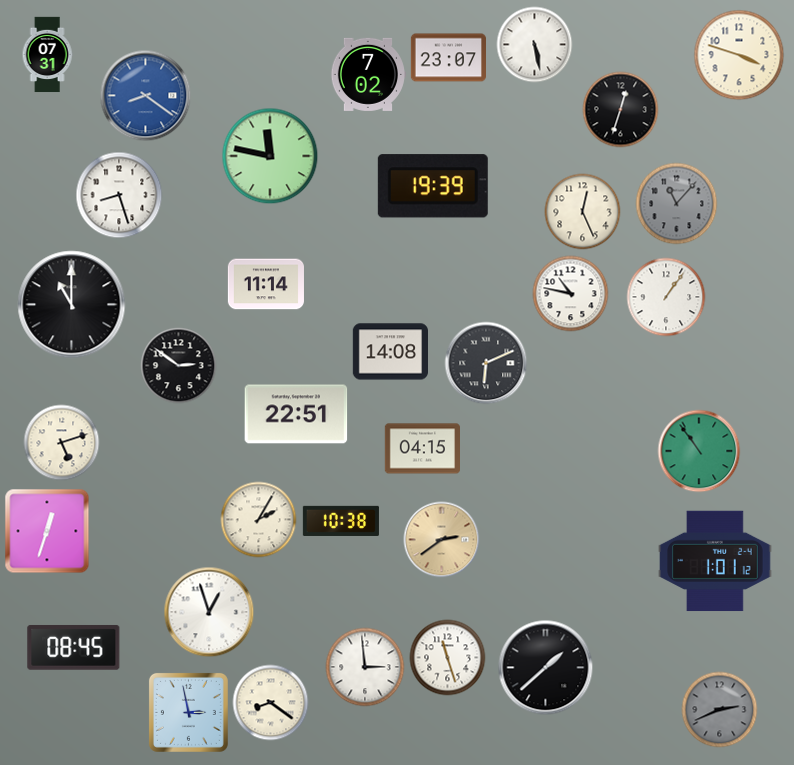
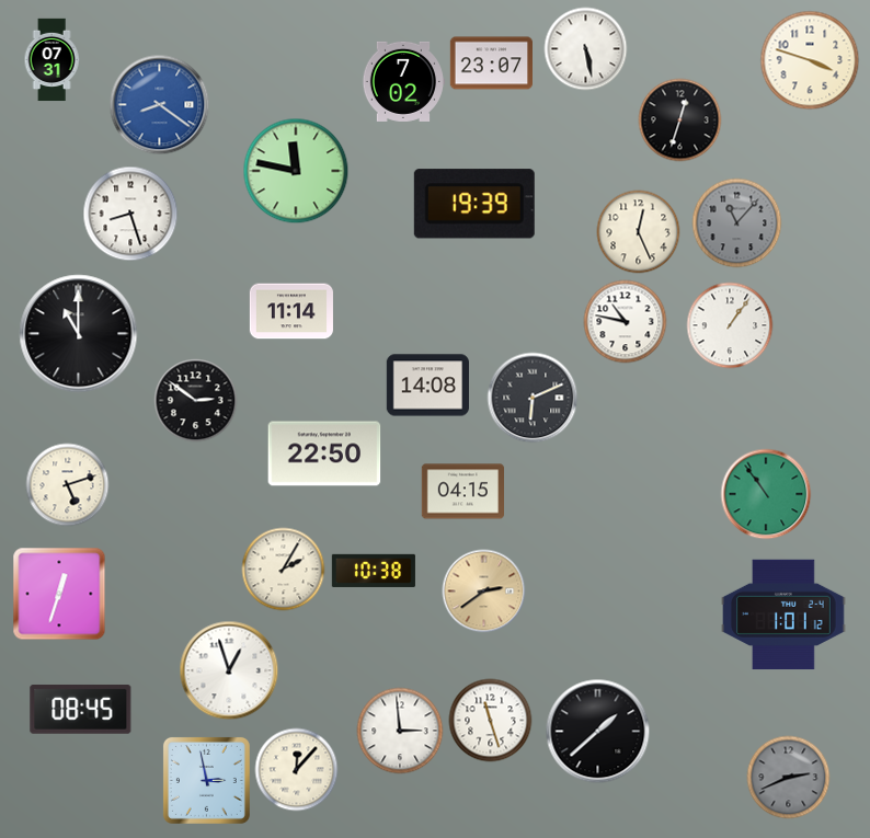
clock at (677, 204) position: (677, 204) -> (737, 223)
clock at (296, 414): 22:51 -> 22:50
clock at (47, 531) position: (47, 531) -> (59, 594)
clock at (271, 703): 8:21 -> 12:07
